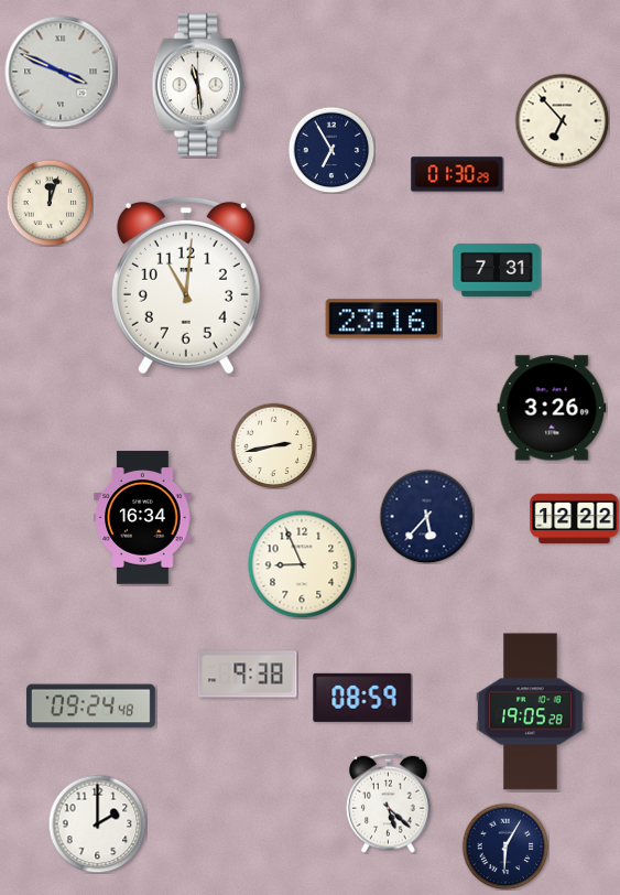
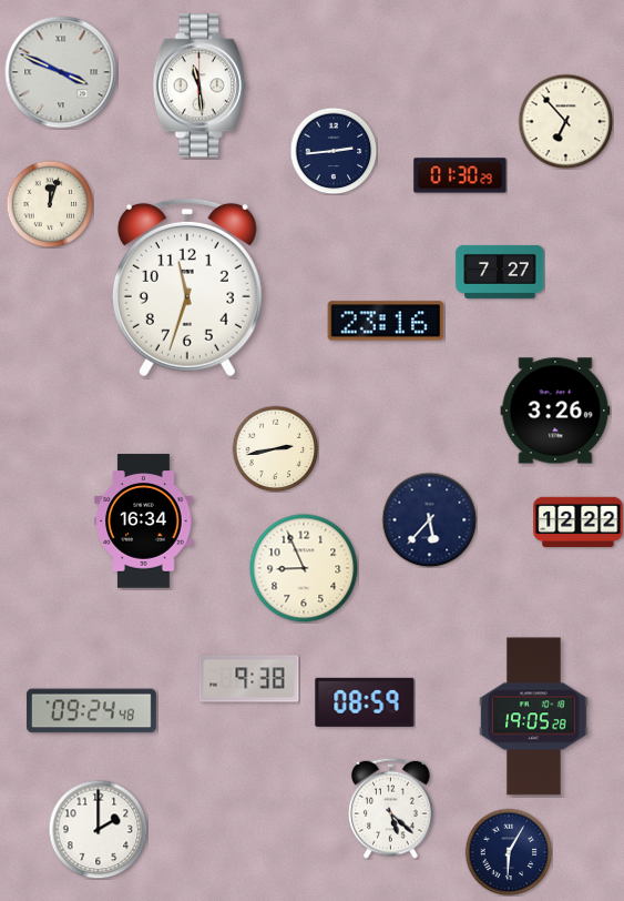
clock at (331, 150): 6:55 -> 2:44
clock at (497, 270): 7:31 -> 7:27
clock at (186, 285): 11:01 -> 11:33
